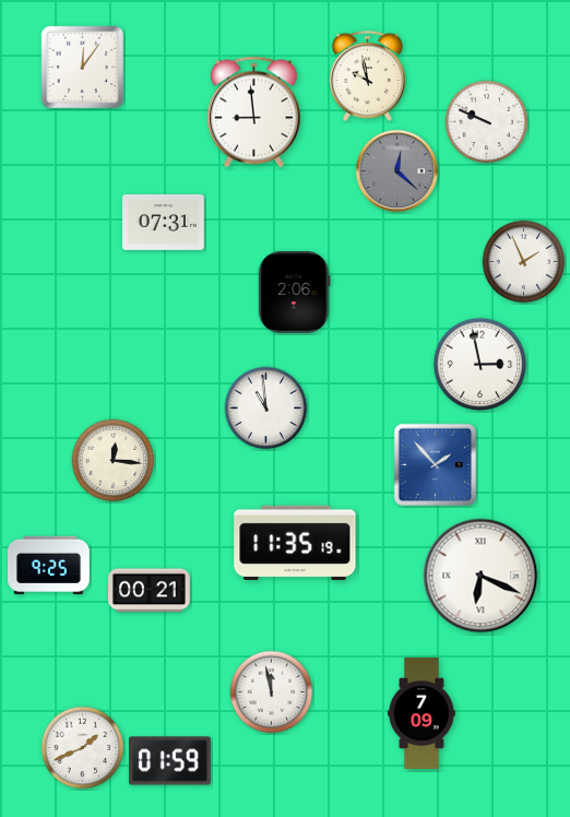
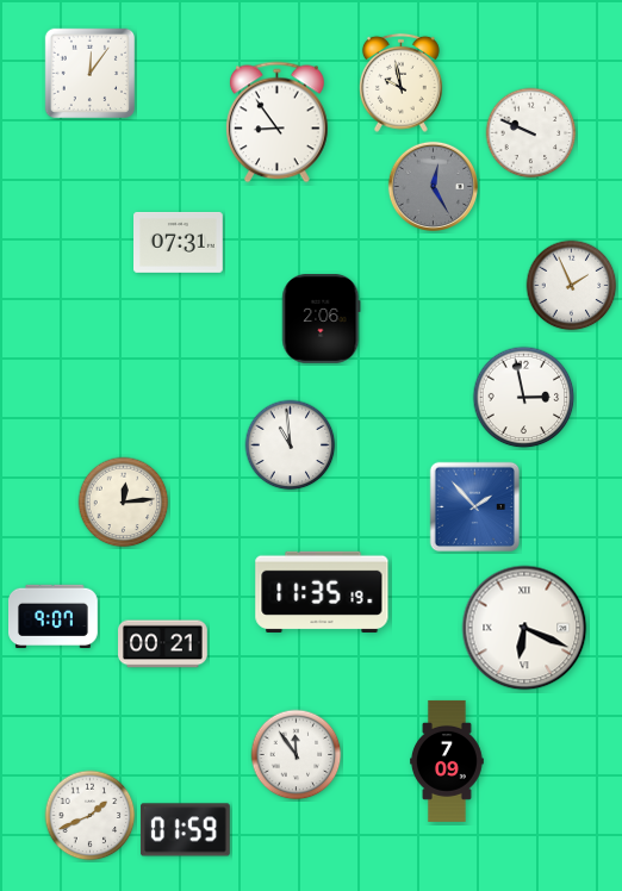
clock at (254, 113): 8:59 -> 8:54
clock at (396, 170): 12:22 -> 12:25
clock at (114, 461): 12:16 -> 12:14
clock at (49, 566): 9:25 -> 9:07
clock at (272, 692): 11:58 -> 11:54
clock at (423, 713) position: (423, 713) -> (448, 761)
